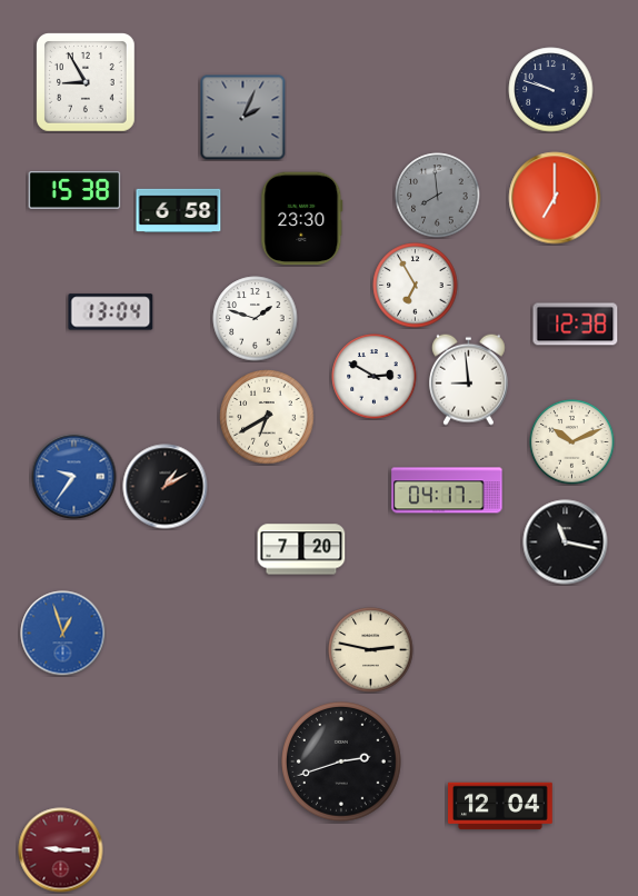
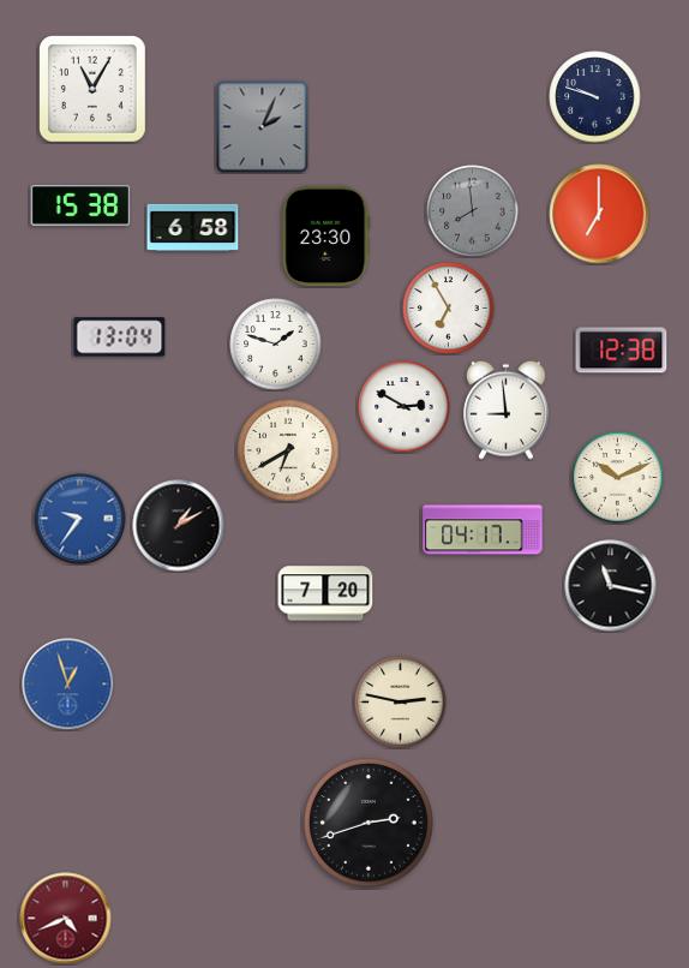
clock at (87, 83): 8:55 -> 11:05
clock at (74, 477) position: (74, 477) -> (80, 519)
clock at (501, 806): 12:04 -> none
clock at (61, 850): 9:15 -> 4:41
